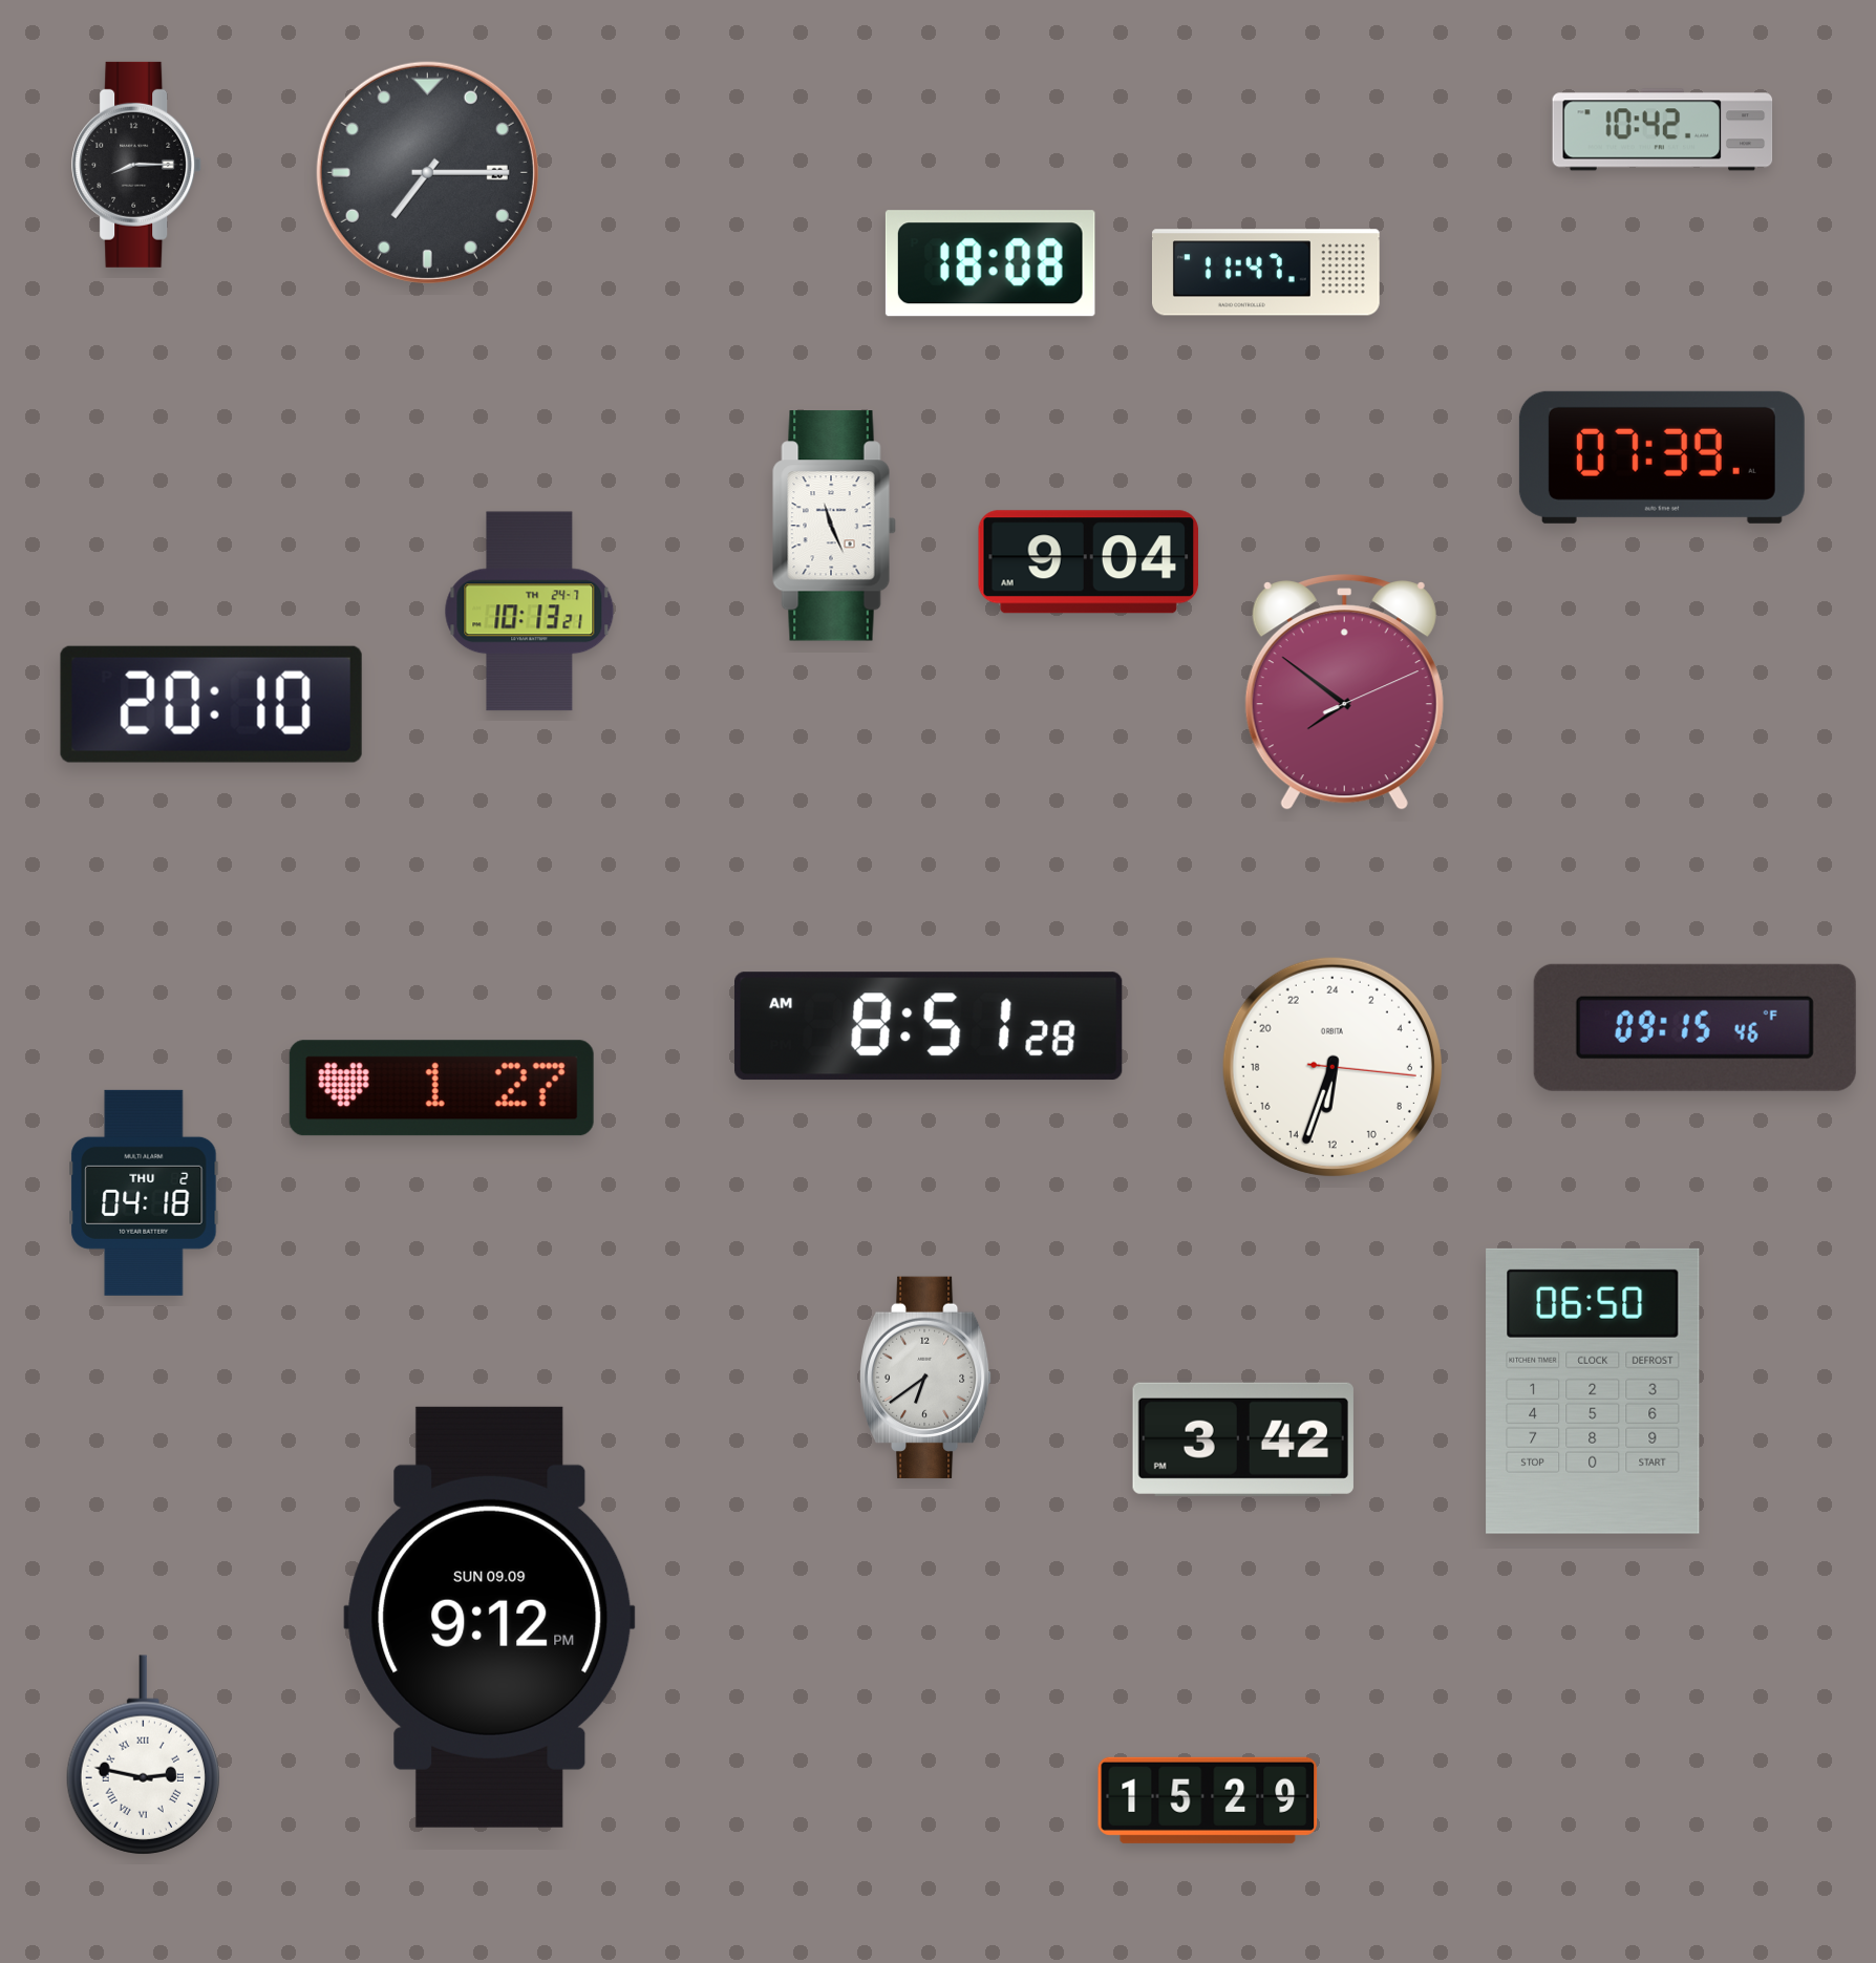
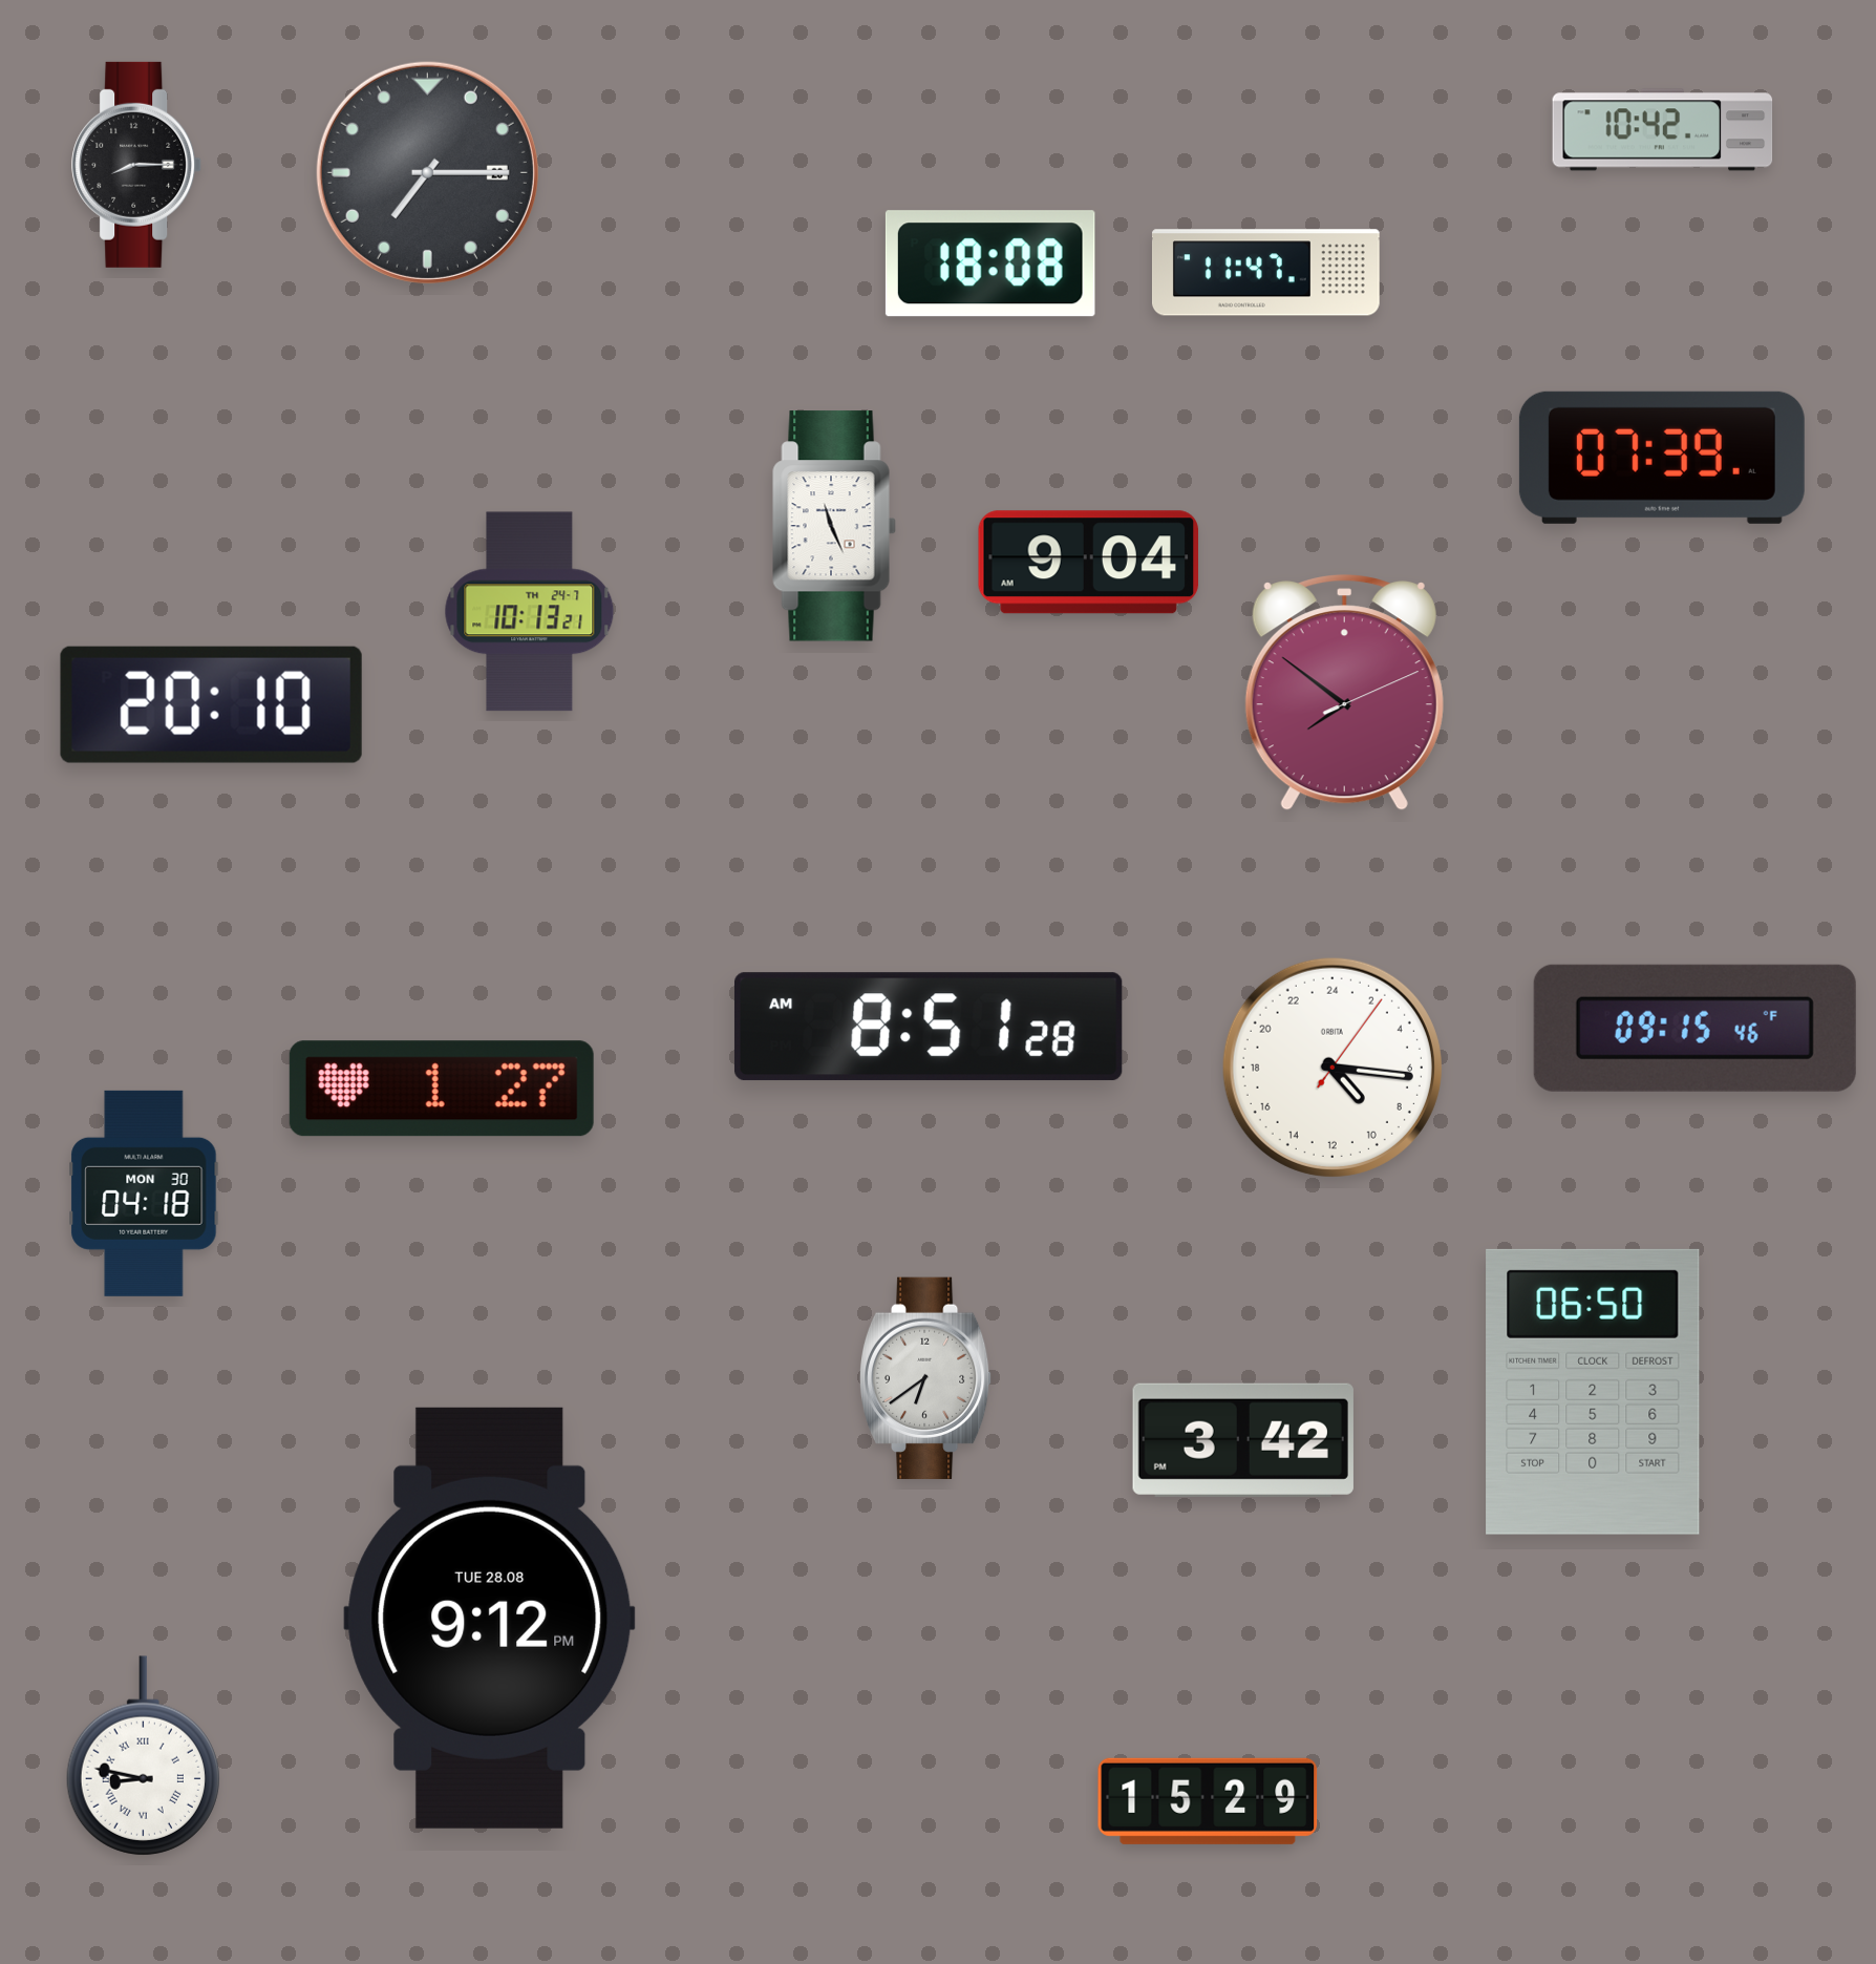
clock at (1333, 1067): 12:33 -> 9:16
clock at (144, 1193) date: THU 2 -> MON 30
clock at (490, 1617) date: SUN 09.09 -> TUE 28.08
clock at (143, 1755): 2:47 -> 8:47
